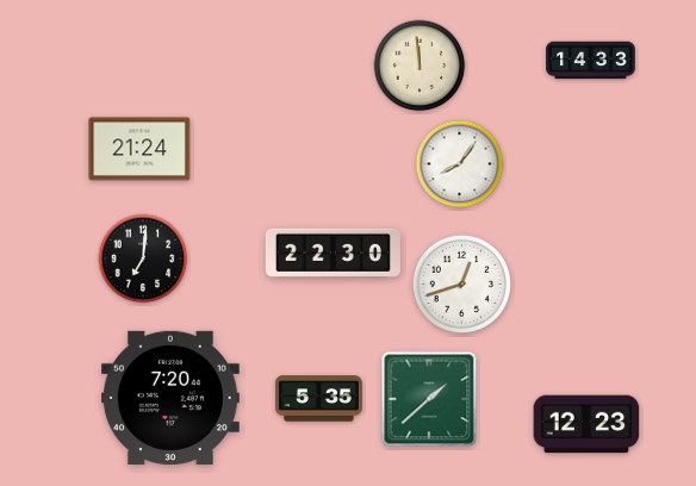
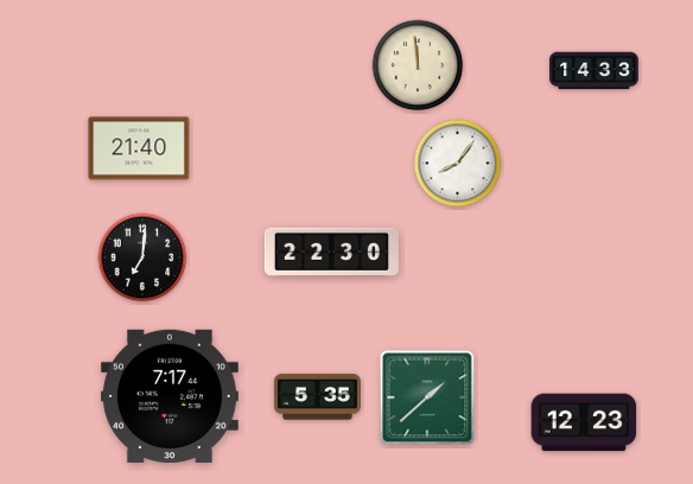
clock at (591, 61) position: (591, 61) -> (595, 71)
clock at (139, 149): 21:24 -> 21:40
clock at (462, 285): 12:42 -> none
clock at (170, 398): 7:20 -> 7:17
